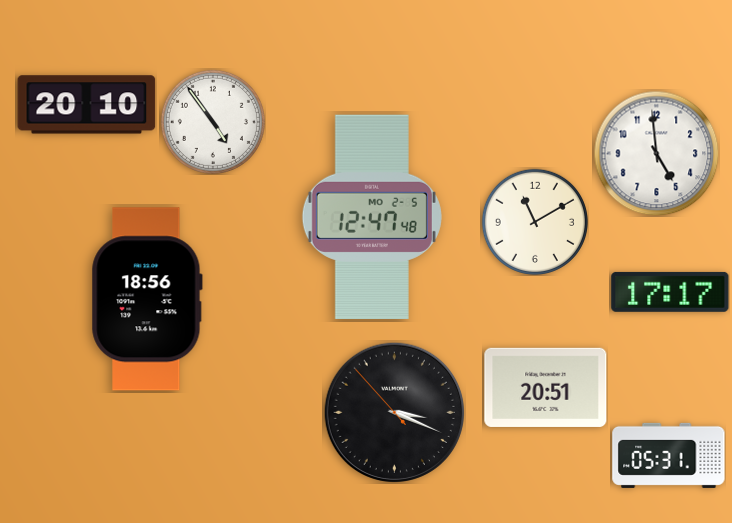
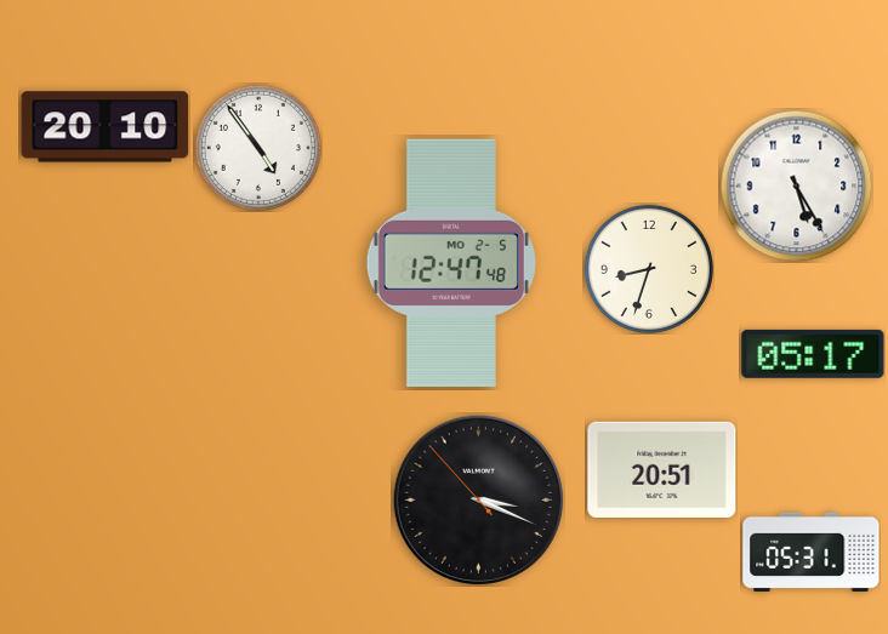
clock at (656, 153): 4:59 -> 5:25
clock at (535, 222): 11:10 -> 8:33
clock at (670, 292): 17:17 -> 05:17
clock at (147, 299): 18:56 -> none
